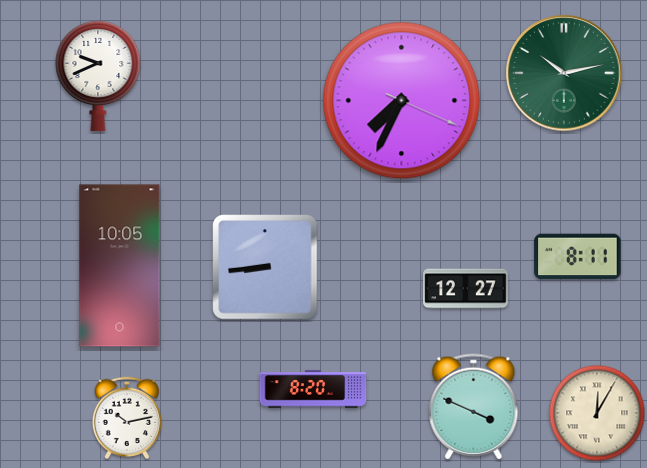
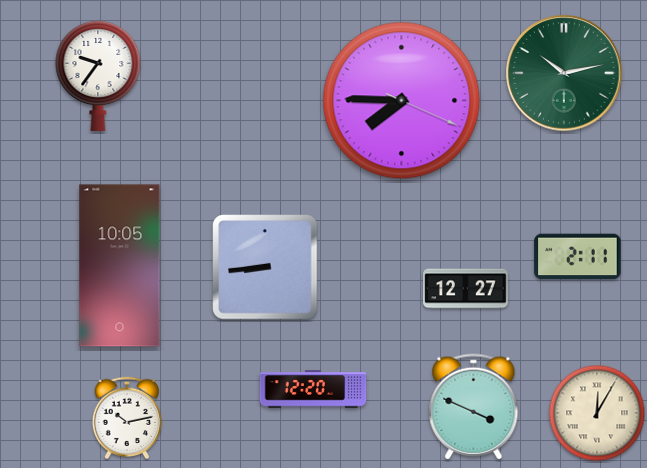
clock at (98, 75): 9:41 -> 9:36
clock at (402, 101): 7:34 -> 7:45
clock at (578, 257): 8:11 -> 2:11
clock at (313, 389): 8:20 -> 12:20
